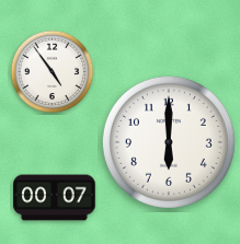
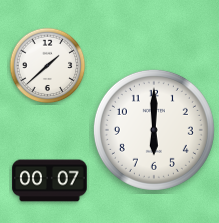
clock at (53, 72): 4:54 -> 1:38
